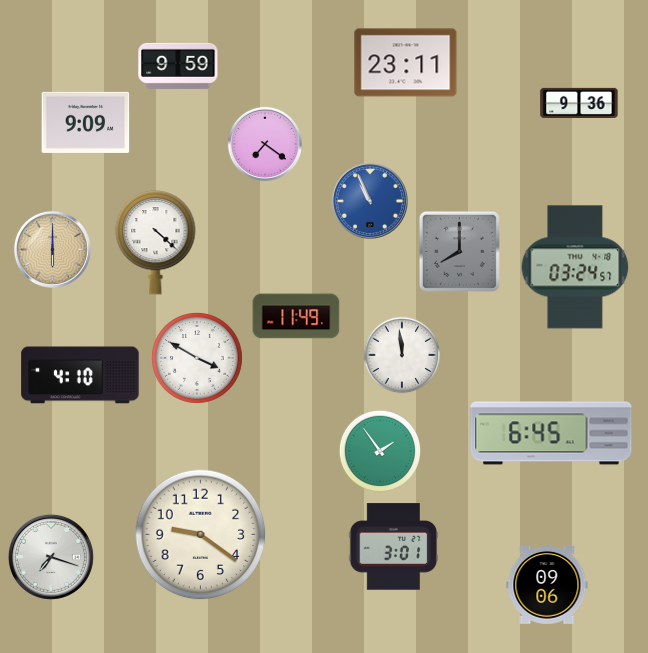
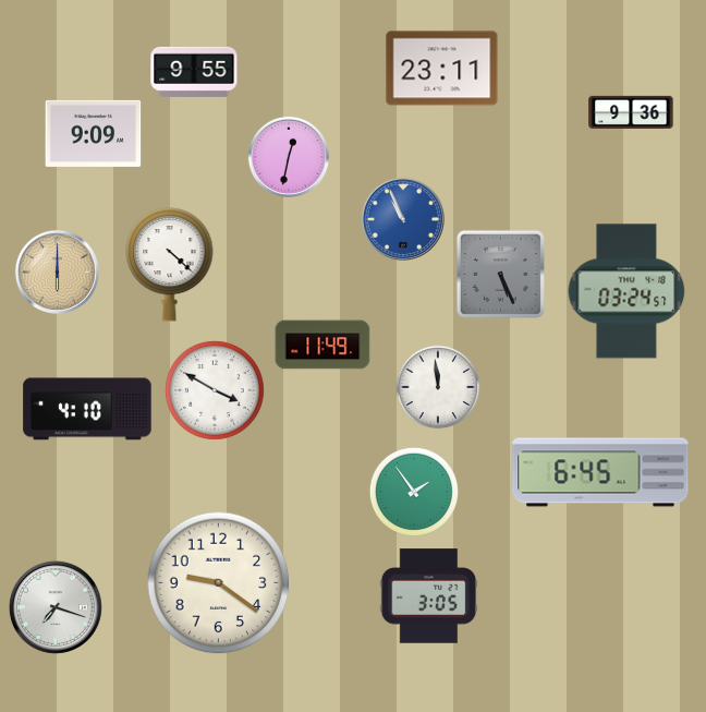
clock at (178, 66): 9:59 -> 9:55
clock at (265, 144): 7:21 -> 12:32
clock at (459, 251): 8:00 -> 5:26
clock at (394, 547): 3:01 -> 3:05
clock at (547, 586): 09:06 -> none
